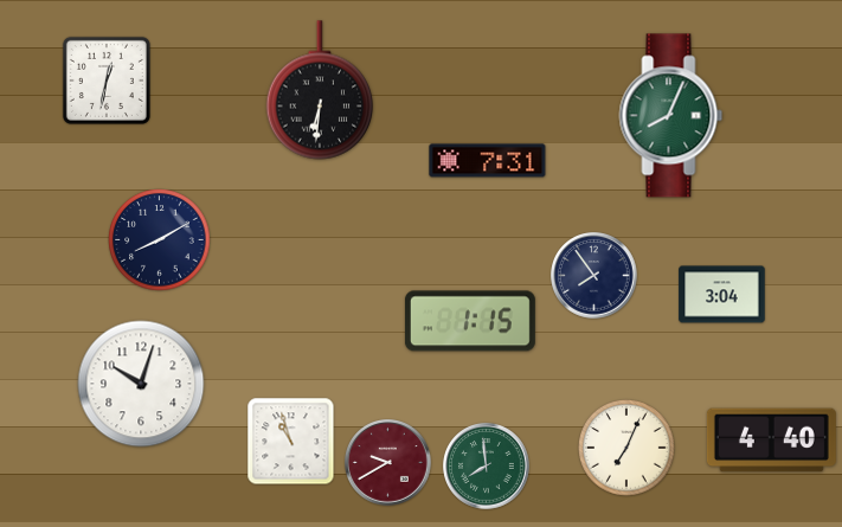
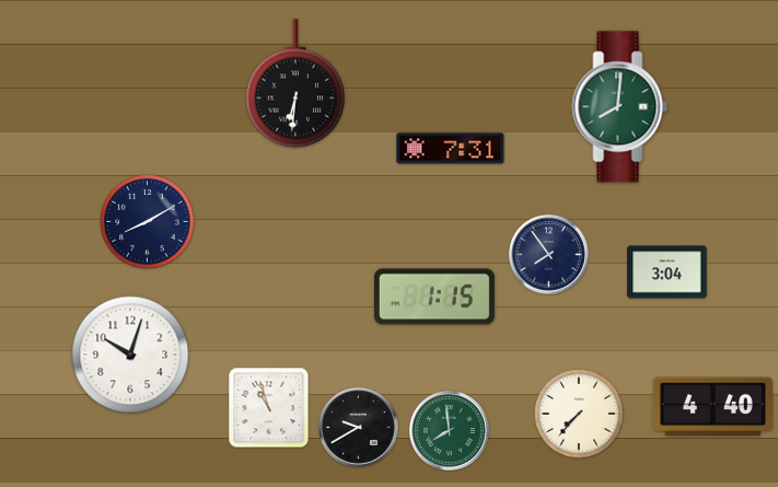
clock at (107, 81): 12:32 -> none
clock at (671, 116): 8:04 -> 8:01
clock at (628, 449): 7:04 -> 7:37
clock at (388, 463) dial: burgundy -> black
